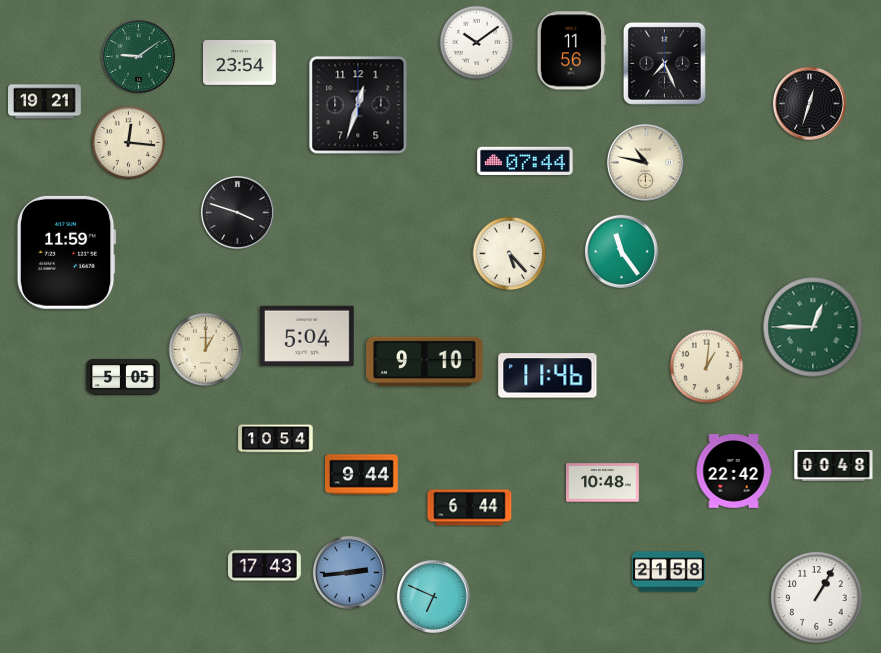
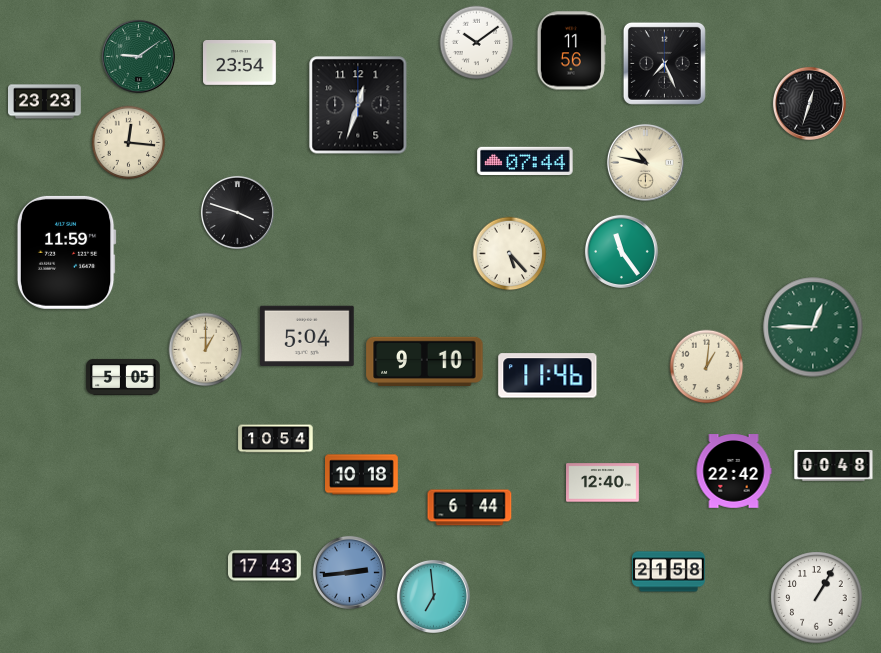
clock at (45, 102): 19:21 -> 23:23
clock at (362, 475): 9:44 -> 10:18
clock at (603, 483): 10:48 -> 12:40
clock at (433, 596): 6:49 -> 6:59
